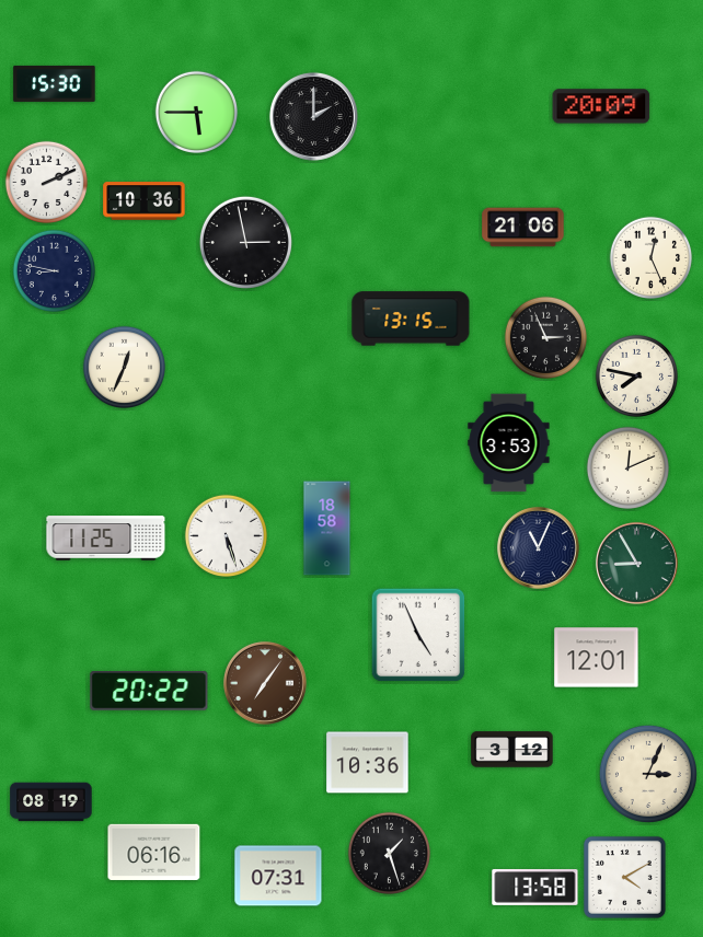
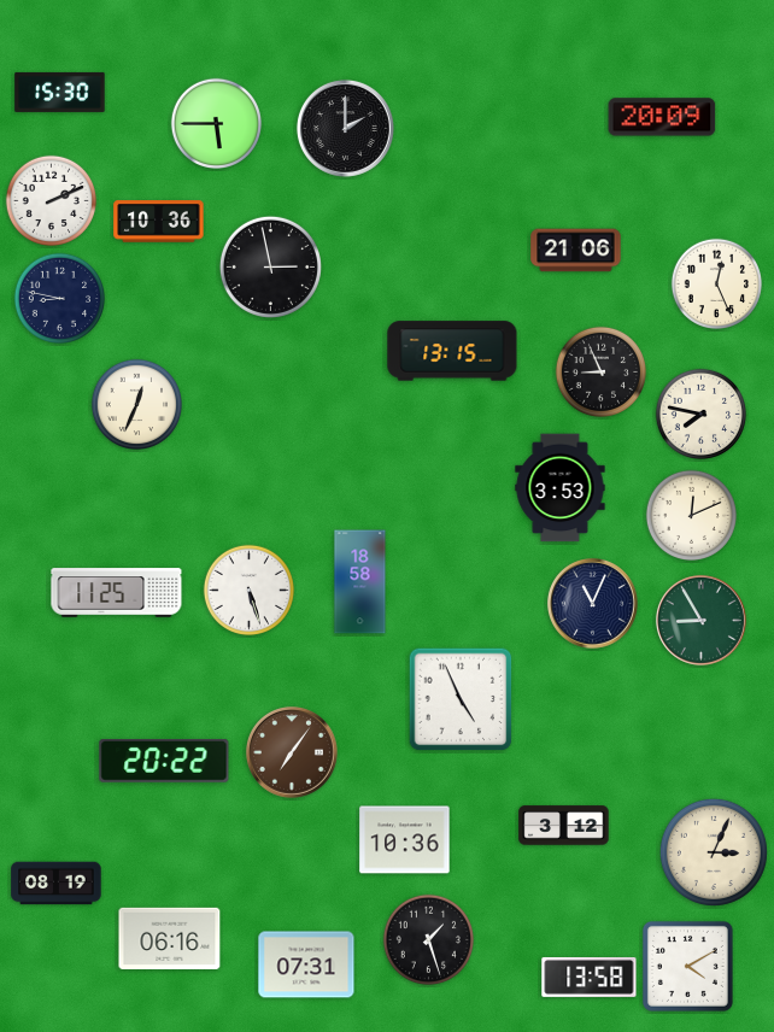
clock at (546, 338): 2:56 -> 8:56
clock at (597, 658): 12:01 -> none
